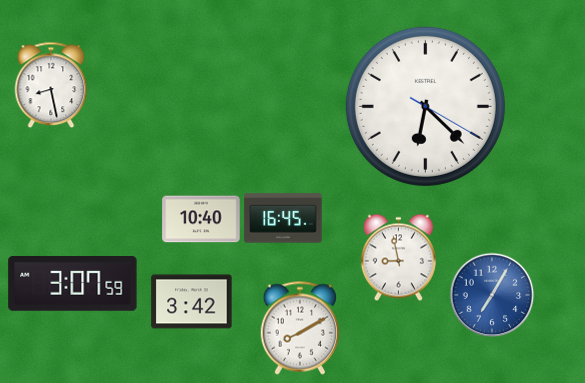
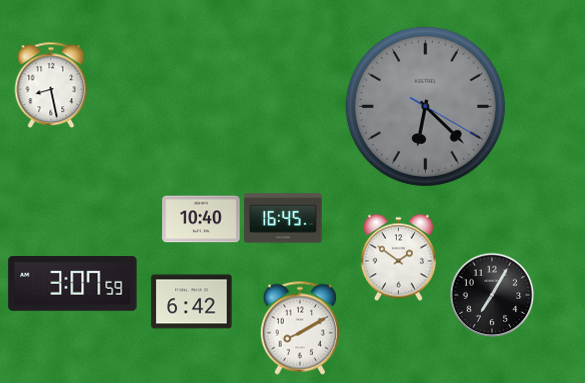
clock at (425, 106) dial: white -> grey
clock at (398, 257): 8:58 -> 1:51
clock at (492, 295) dial: blue -> black
clock at (192, 302): 3:42 -> 6:42
